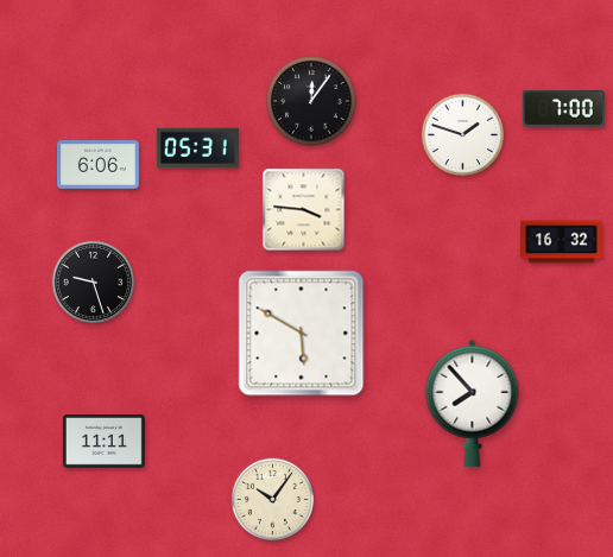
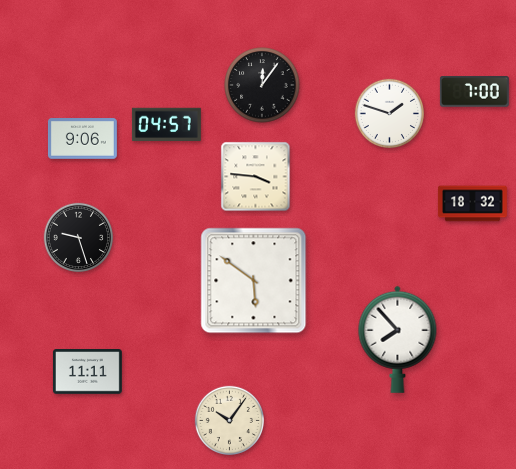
clock at (197, 148): 05:31 -> 04:57
clock at (97, 165): 6:06 -> 9:06
clock at (561, 242): 16:32 -> 18:32
clock at (302, 334): 5:50 -> 5:51
